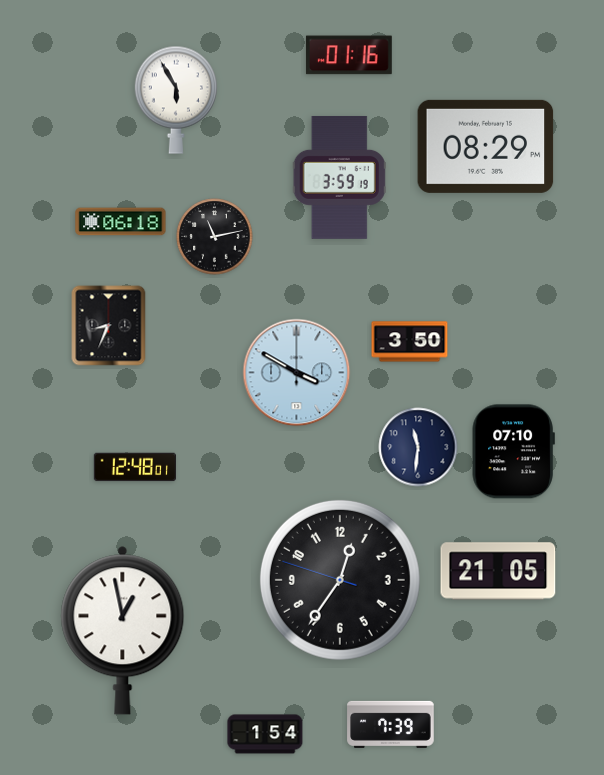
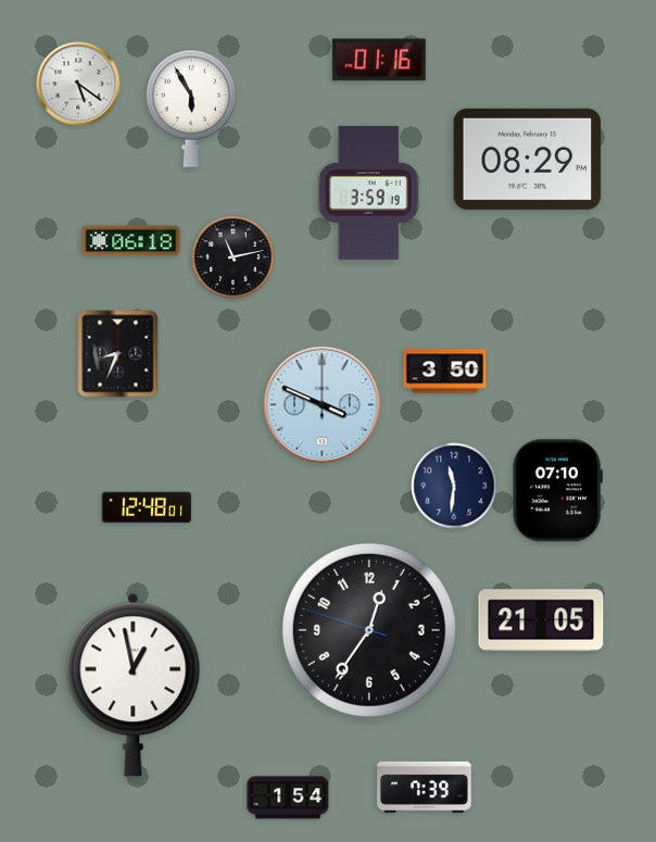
clock at (78, 84): none -> 5:21
clock at (297, 373): 3:50 -> 3:49
